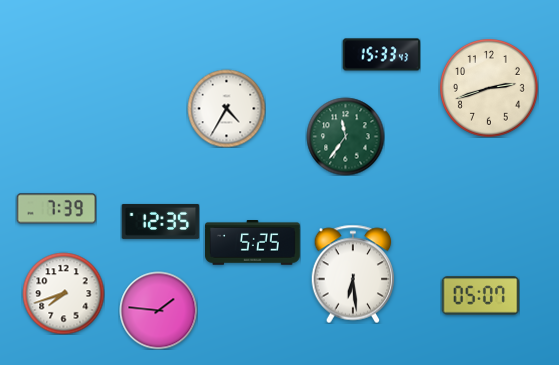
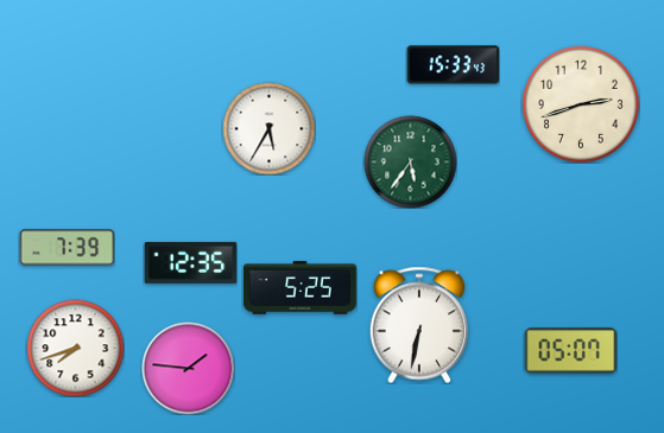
clock at (226, 108): 4:35 -> 5:35
clock at (345, 136): 11:36 -> 5:36
clock at (353, 274): 6:29 -> 6:32
